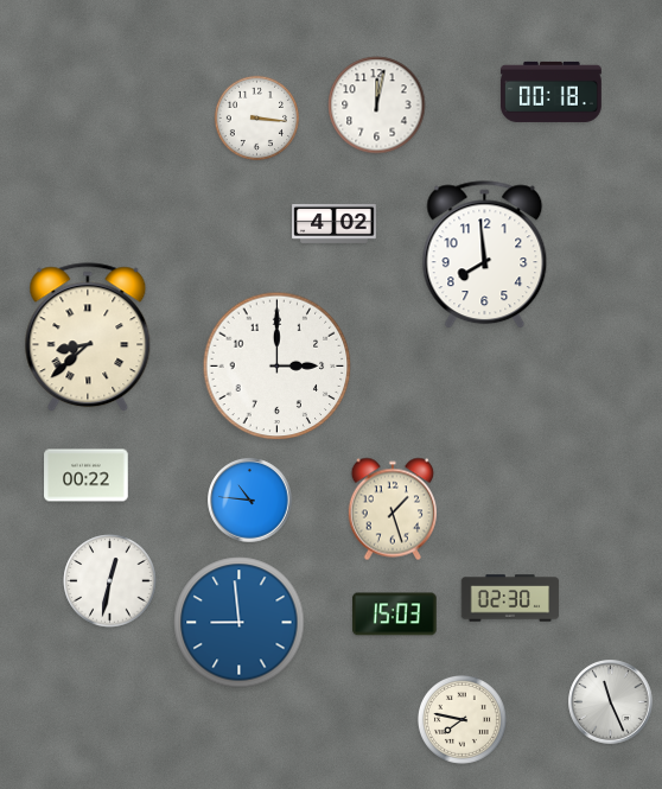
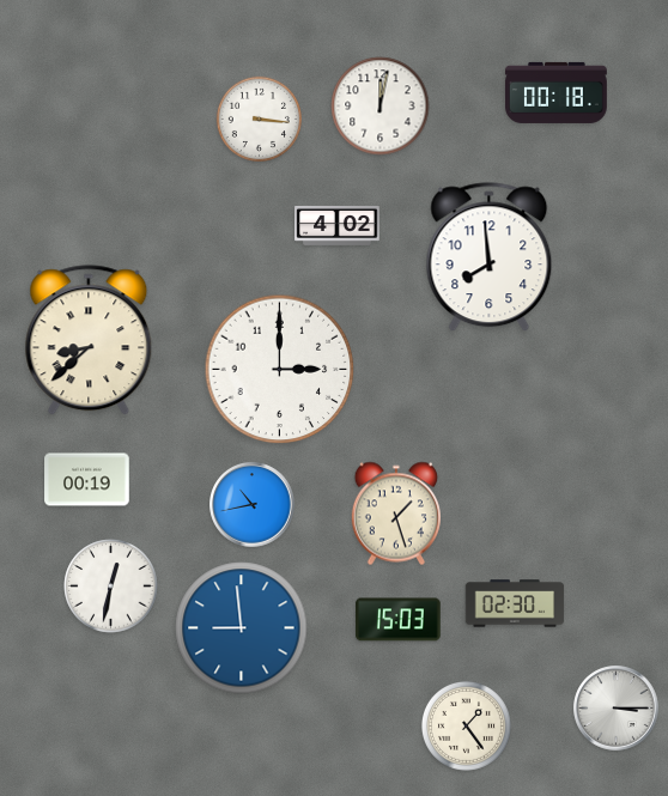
clock at (87, 476): 00:22 -> 00:19
clock at (250, 501): 10:46 -> 10:43
clock at (611, 702): 11:26 -> 3:15
clock at (462, 719): 7:47 -> 1:24
